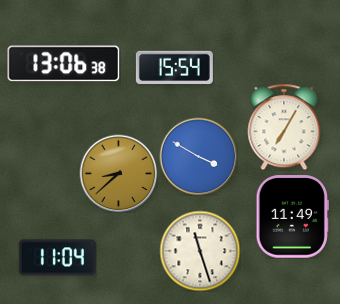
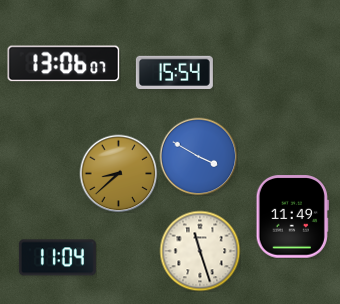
clock at (64, 64): 13:06:38 -> 13:06:07
clock at (174, 67) position: (174, 67) -> (174, 72)
clock at (284, 127): 7:05 -> none
